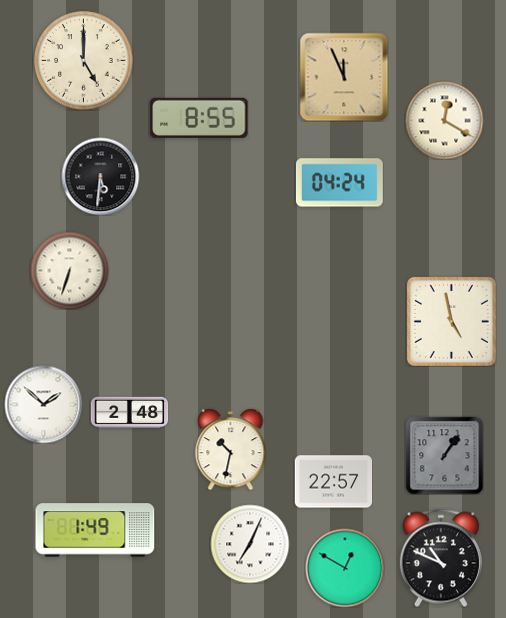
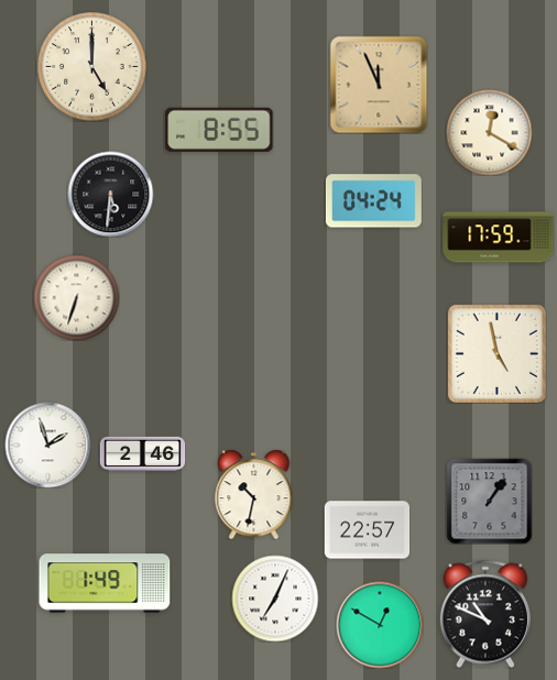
clock at (499, 238): none -> 17:59
clock at (43, 404): 1:52 -> 1:57
clock at (129, 413): 2:48 -> 2:46
